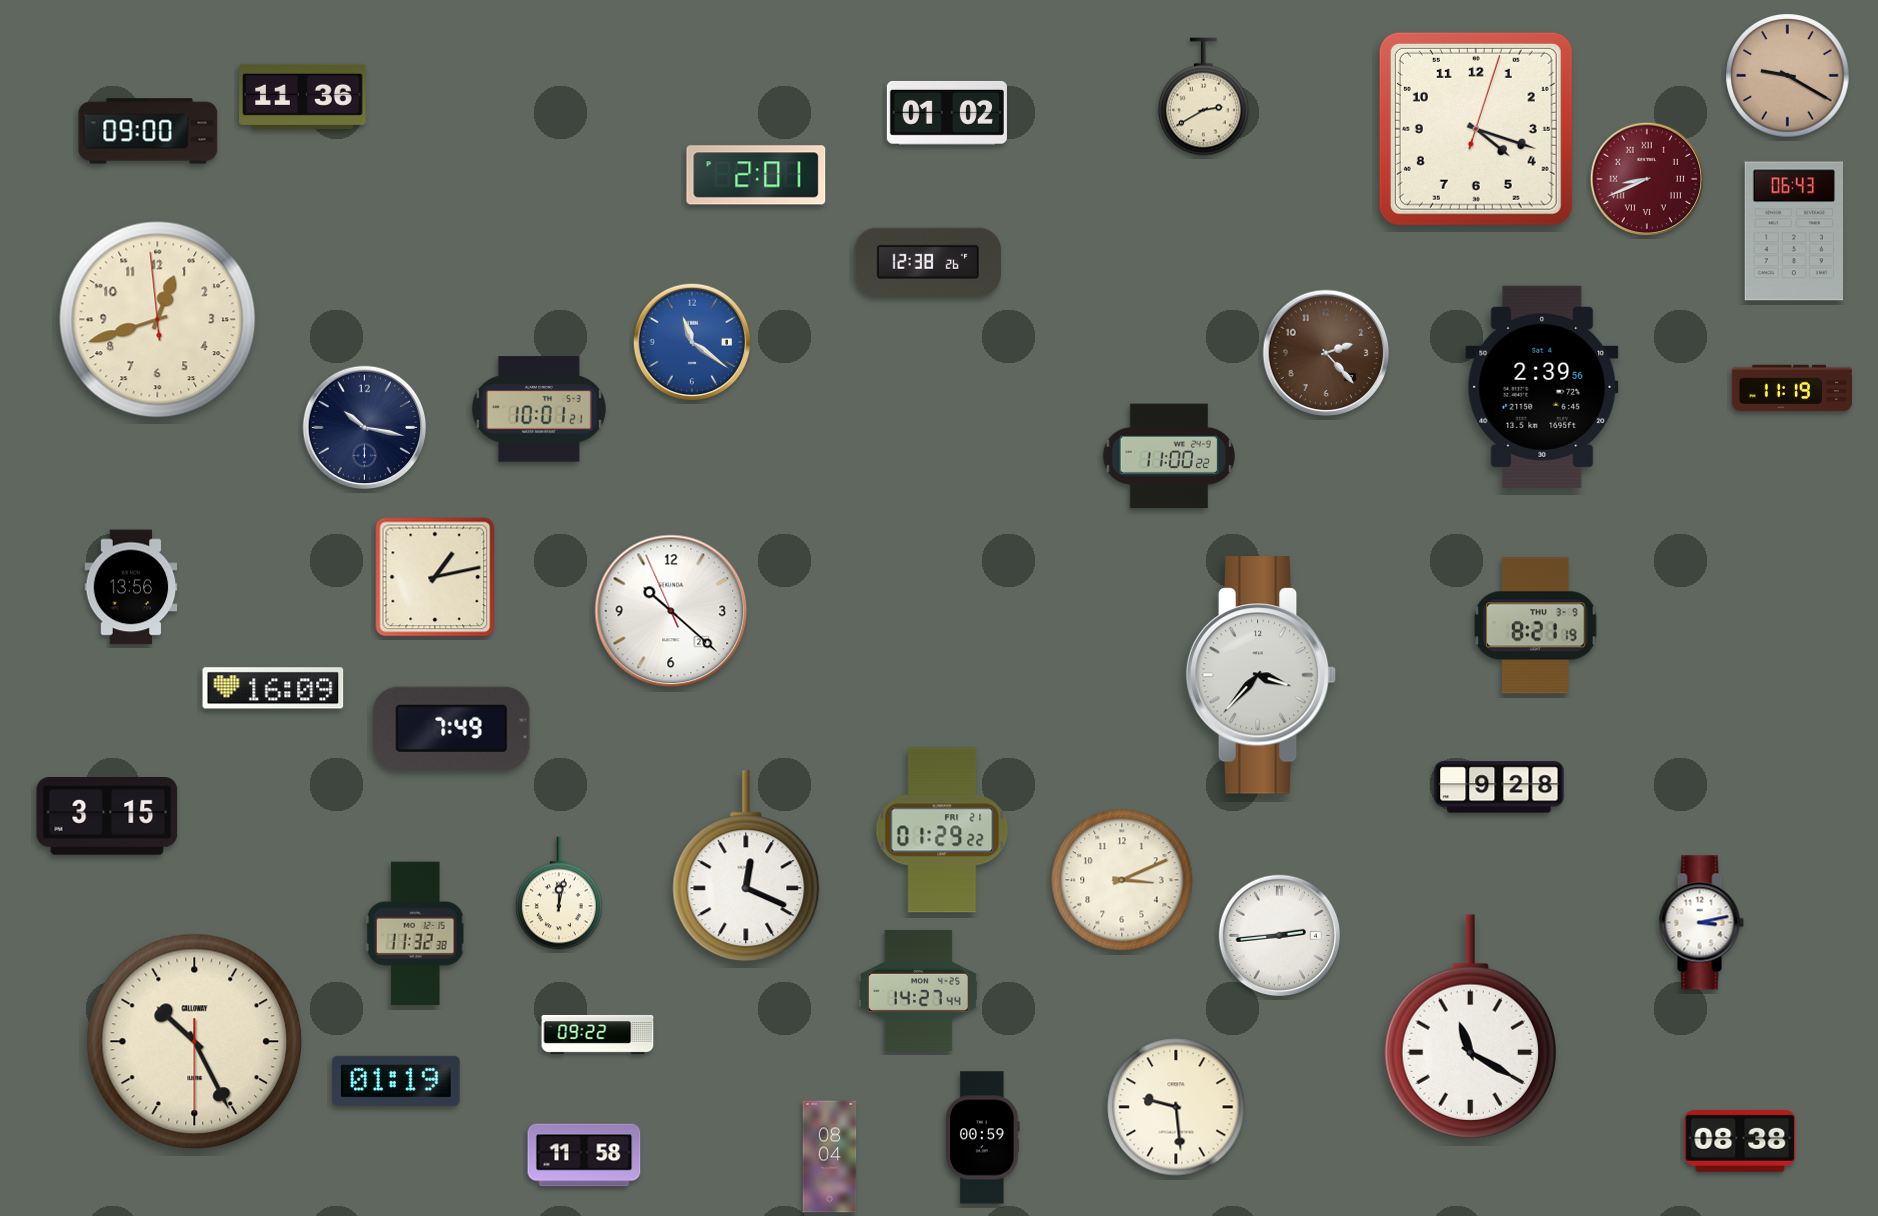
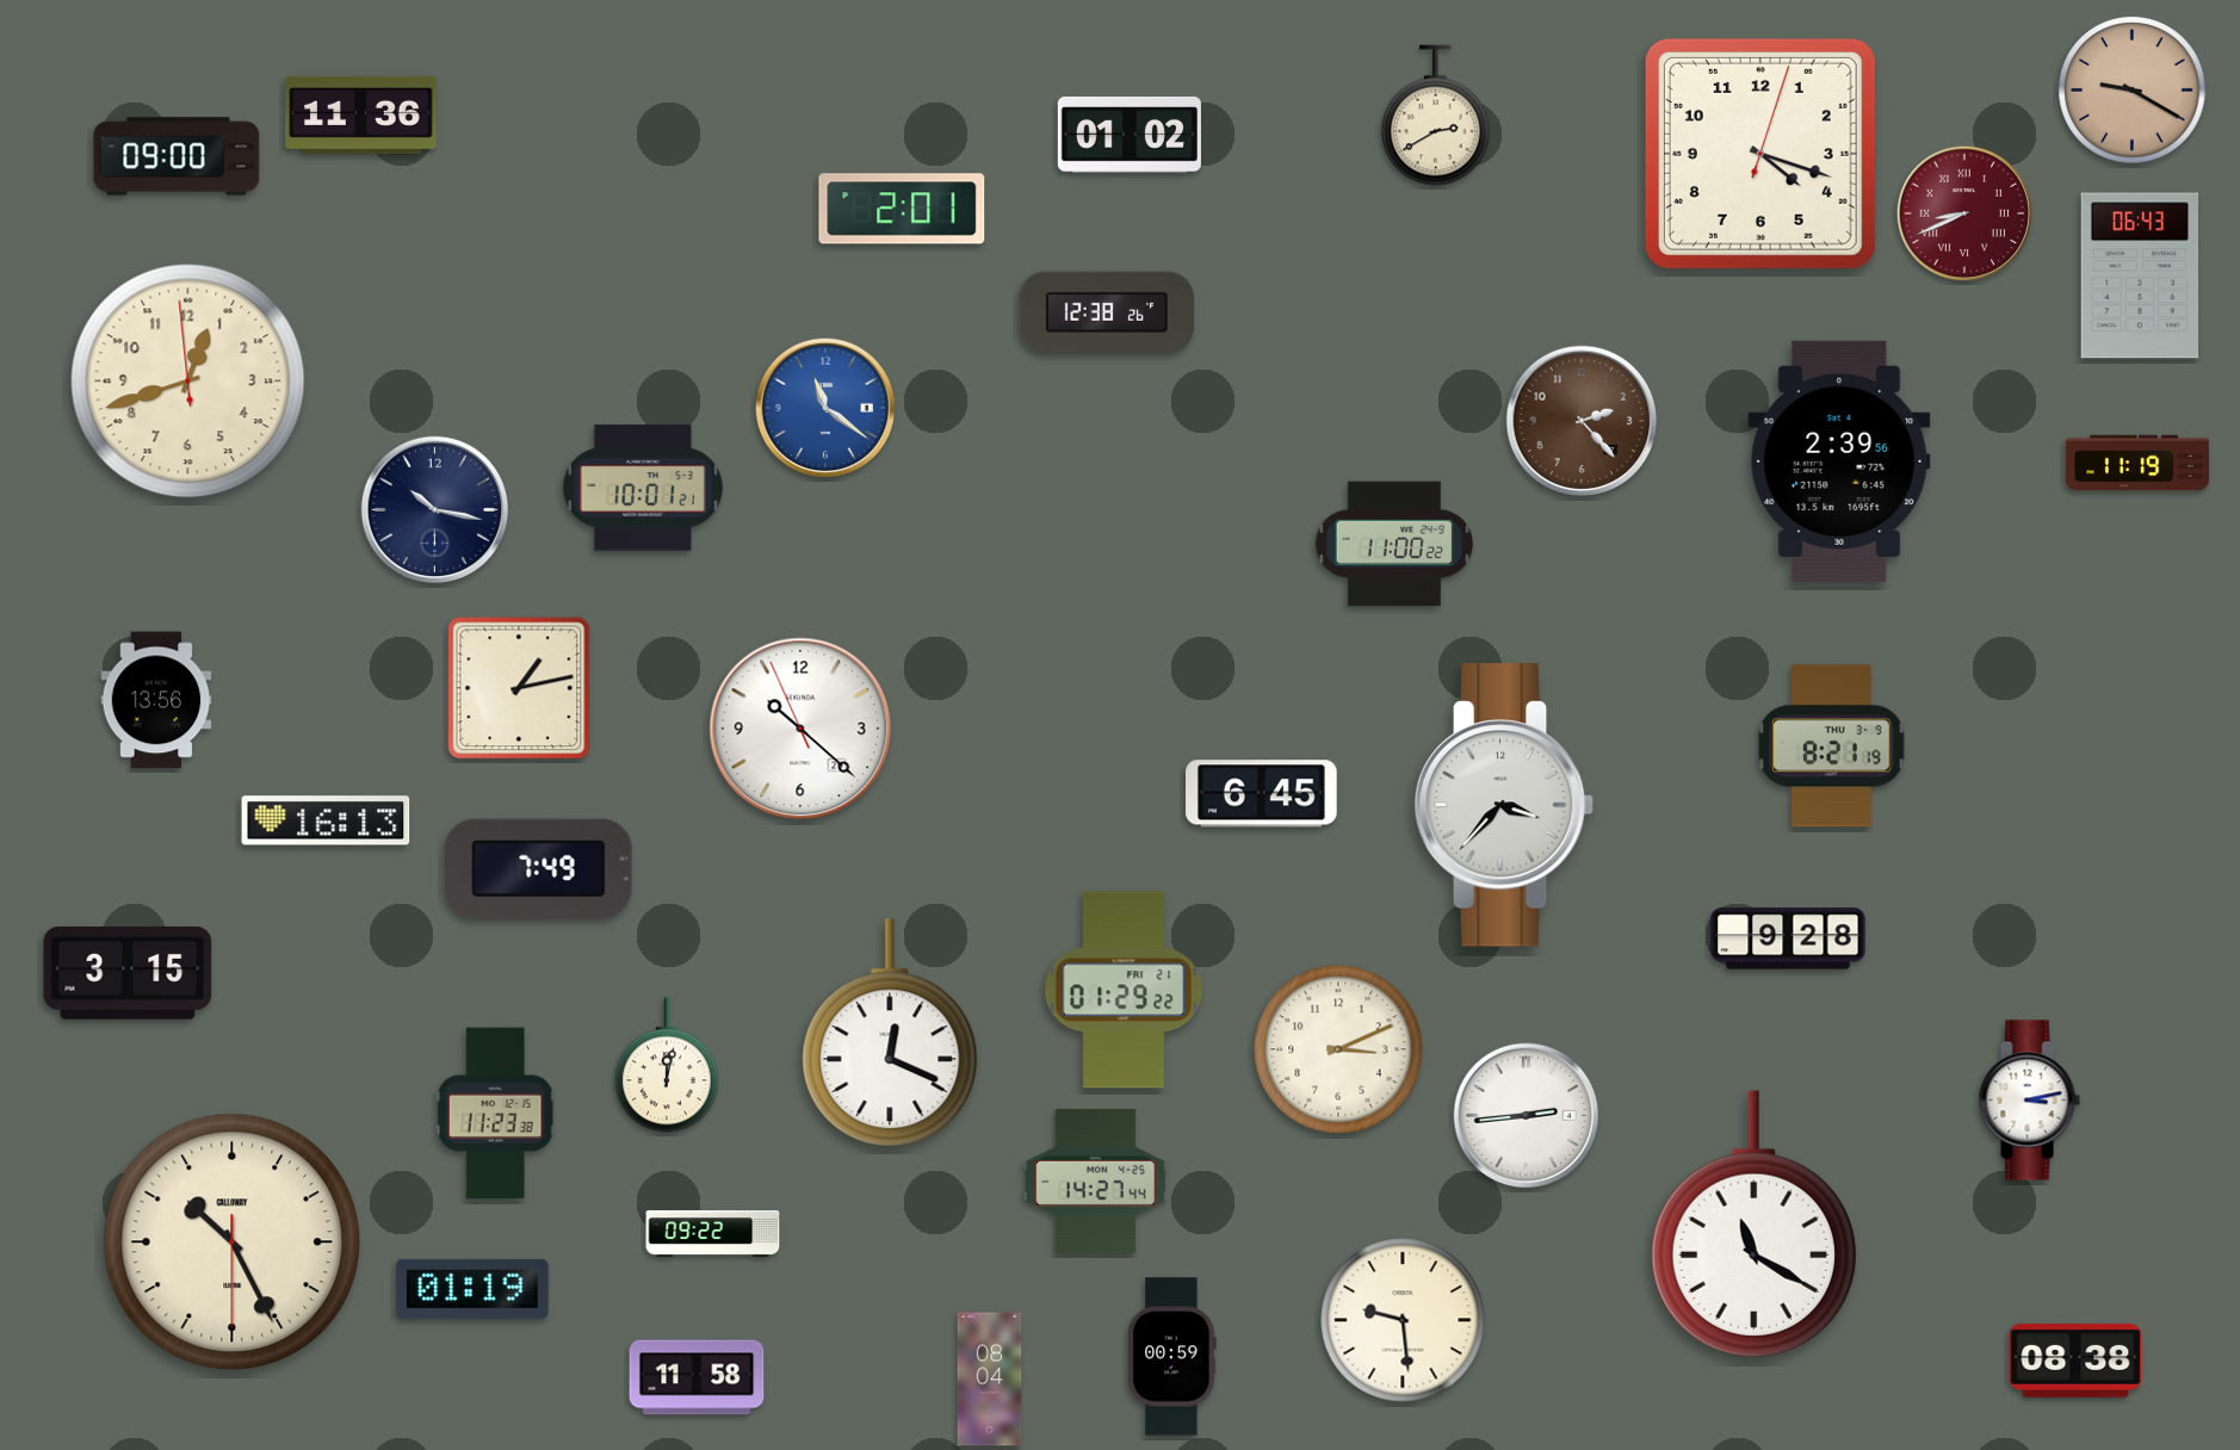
clock at (1262, 794): none -> 6:45
clock at (273, 688): 16:09 -> 16:13
clock at (415, 934): 11:32 -> 11:23
